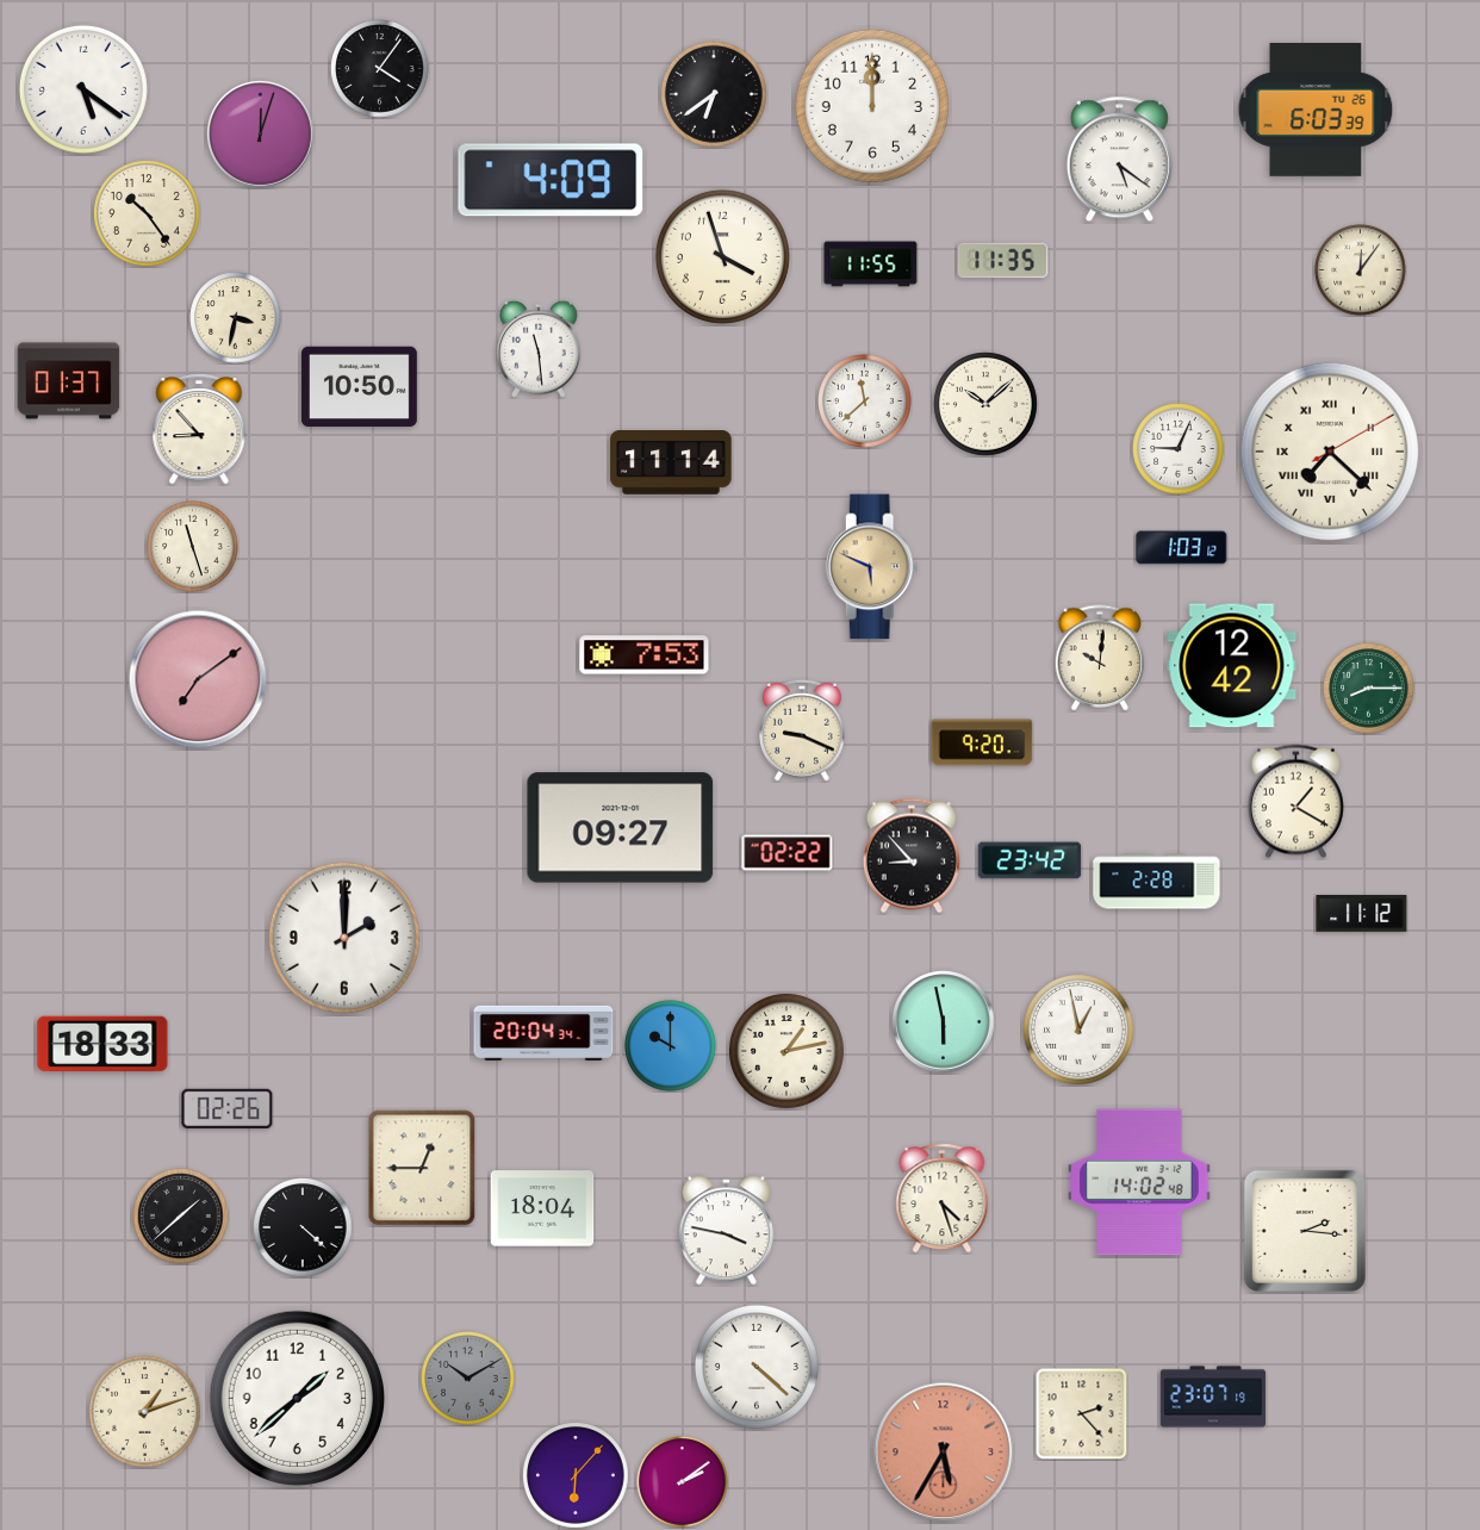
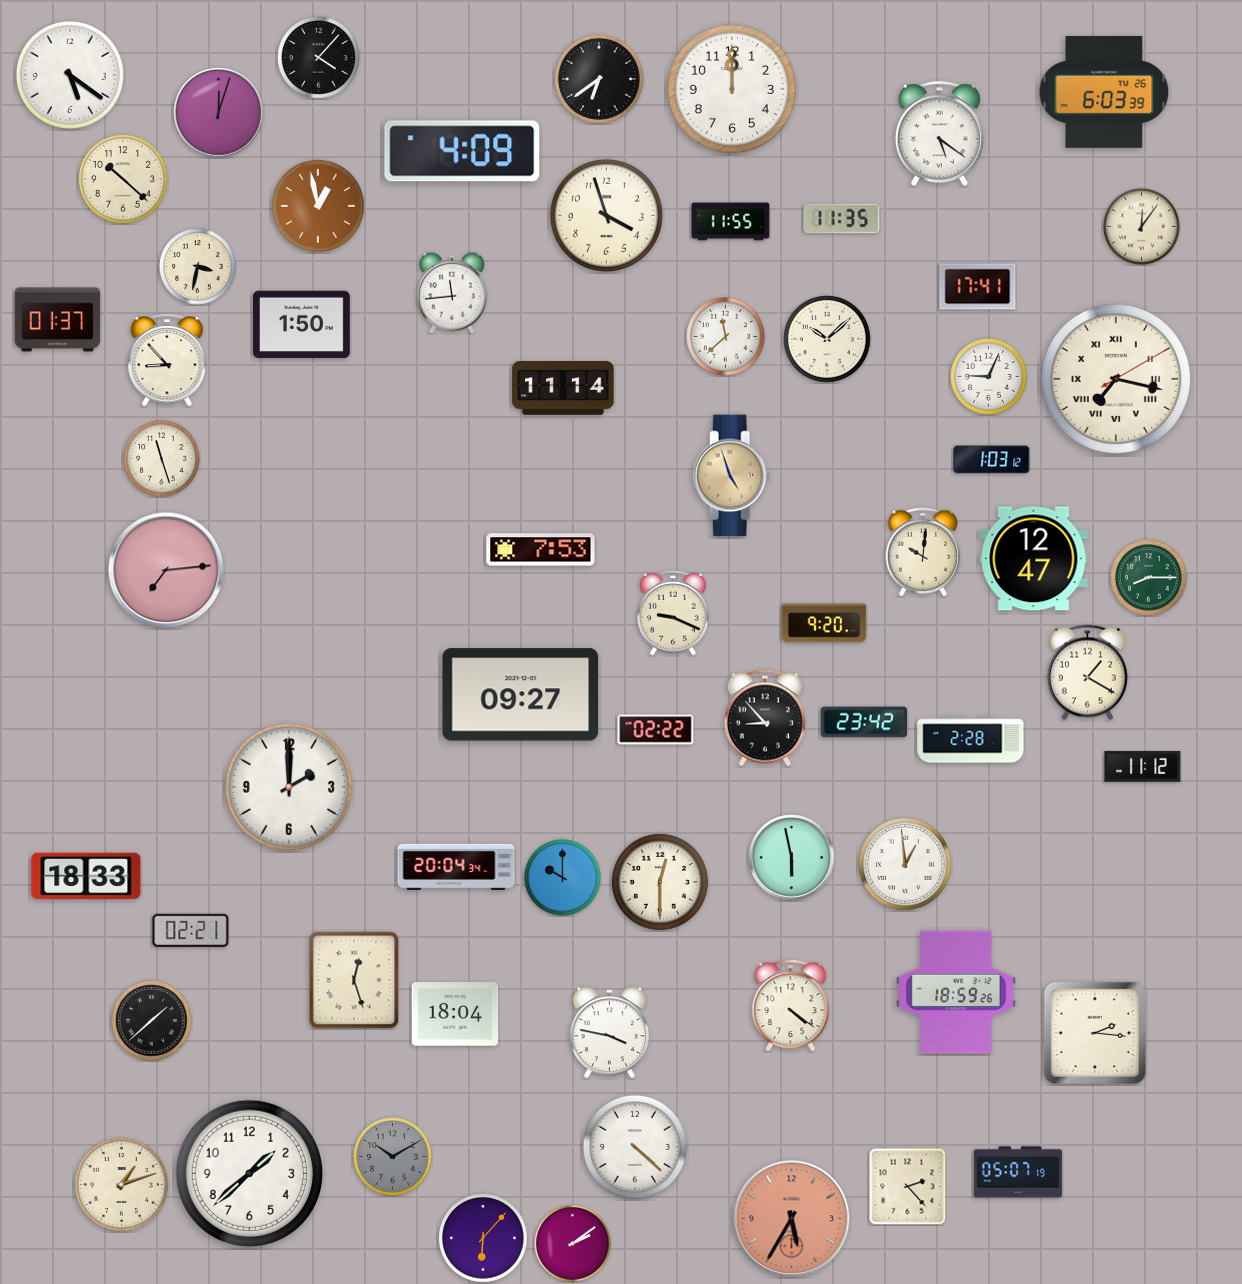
clock at (380, 69): 4:06 -> 4:07
clock at (148, 214): 10:24 -> 10:22
clock at (319, 207): none -> 12:58
clock at (978, 287): none -> 17:41
clock at (540, 349): 11:29 -> 11:44
clock at (359, 387): 10:50 -> 1:50
clock at (1329, 450): 7:22 -> 7:17
clock at (872, 567): 5:49 -> 4:57
clock at (1232, 666): 12:42 -> 12:47
clock at (198, 679): 7:09 -> 7:14
clock at (788, 853) position: (788, 853) -> (656, 730)
clock at (1080, 1031): 12:58 -> 12:59
clock at (786, 1051): 1:13 -> 12:30
clock at (228, 1108): 02:26 -> 02:21
clock at (422, 1168): 12:45 -> 12:27
clock at (1139, 1182): 14:02 -> 18:59
clock at (943, 1199): 4:27 -> 4:21
clock at (303, 1227): 4:22 -> none
clock at (1213, 1397): 23:07 -> 05:07
